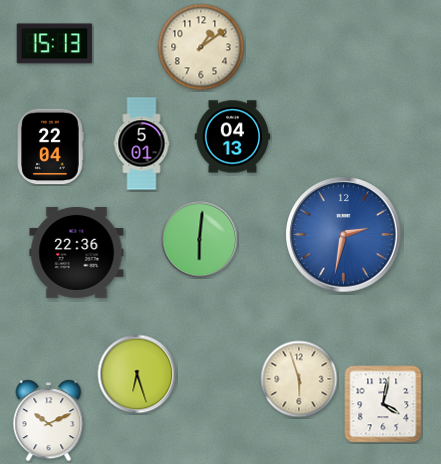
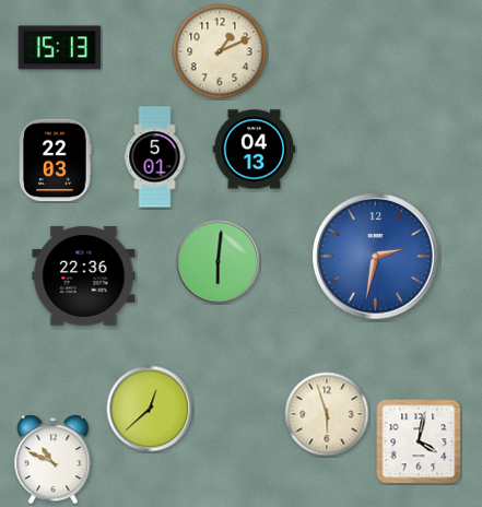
clock at (201, 47): 1:09 -> 1:11
clock at (50, 147): 22:04 -> 22:03
clock at (137, 374): 6:27 -> 12:38
clock at (49, 421): 10:11 -> 10:49
